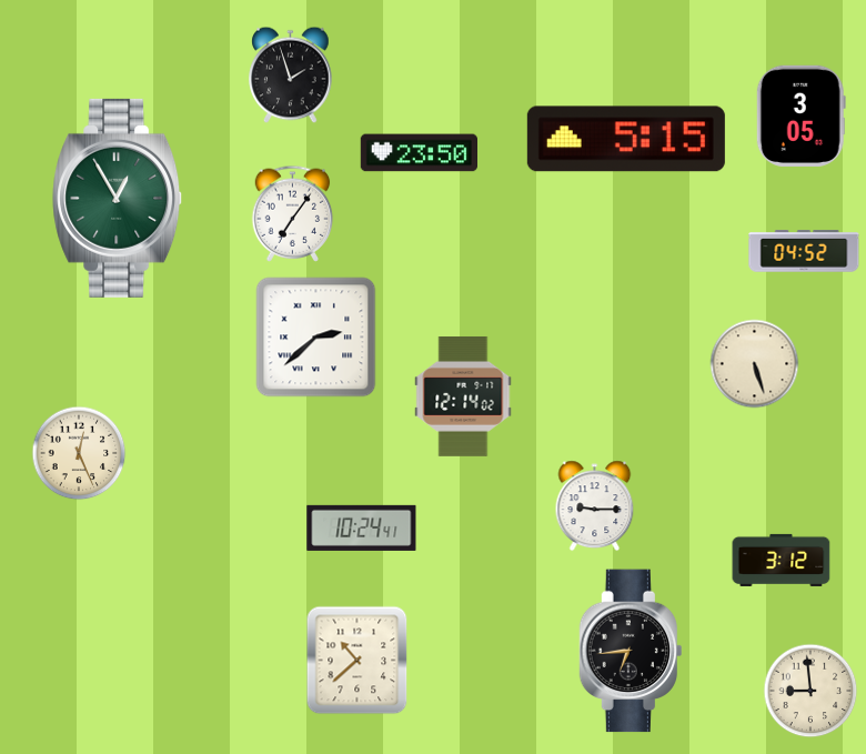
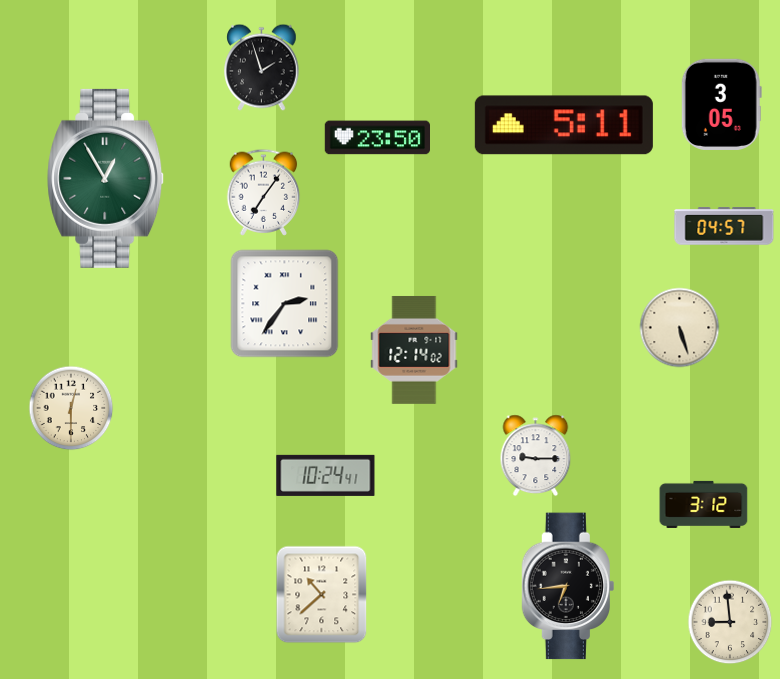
clock at (626, 139): 5:15 -> 5:11
clock at (804, 251): 04:52 -> 04:57
clock at (316, 338): 2:38 -> 2:36
clock at (463, 396) position: (463, 396) -> (414, 350)
clock at (79, 453): 12:26 -> 12:30
